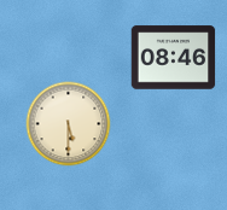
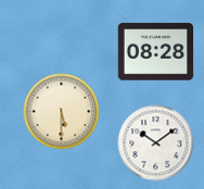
clock at (174, 58): 08:46 -> 08:28
clock at (156, 143): none -> 10:09
